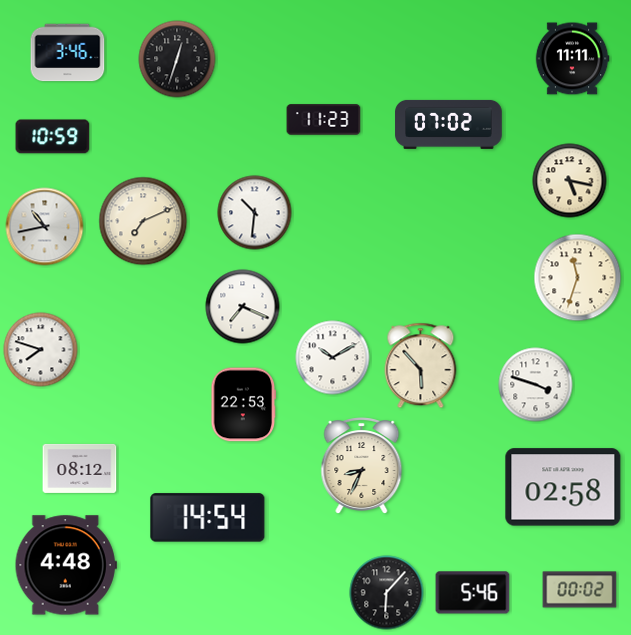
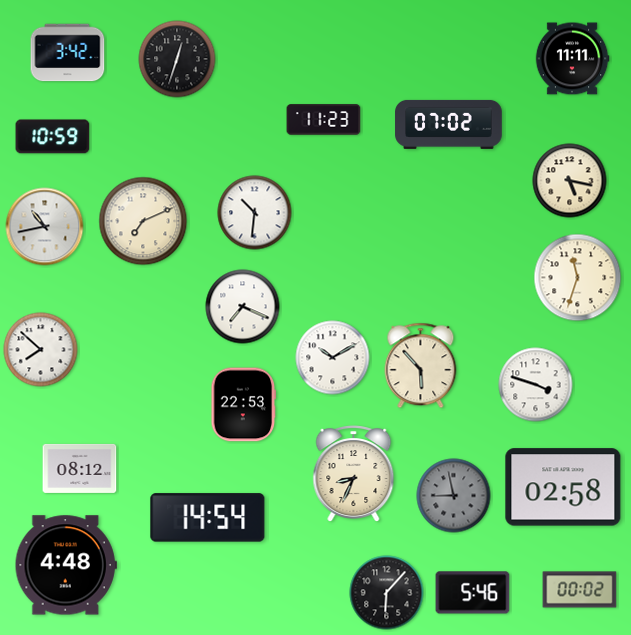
clock at (68, 53): 3:46 -> 3:42
clock at (41, 350): 7:48 -> 7:52
clock at (362, 466) position: (362, 466) -> (354, 474)
clock at (454, 496): none -> 8:58
